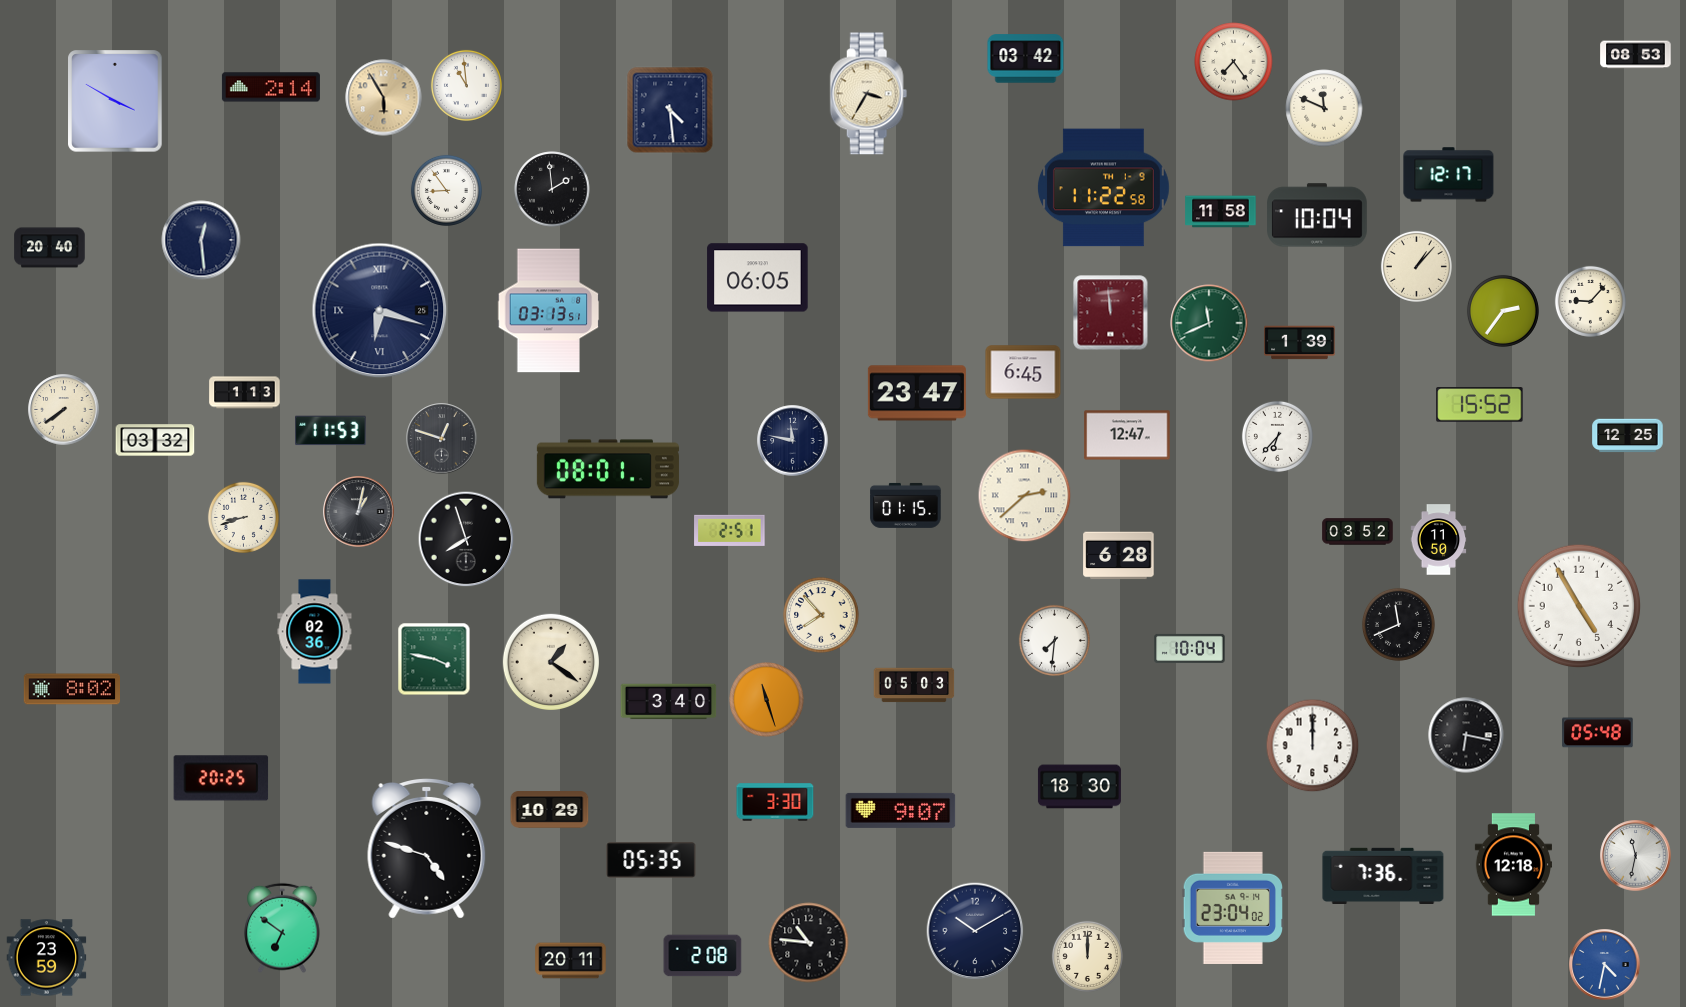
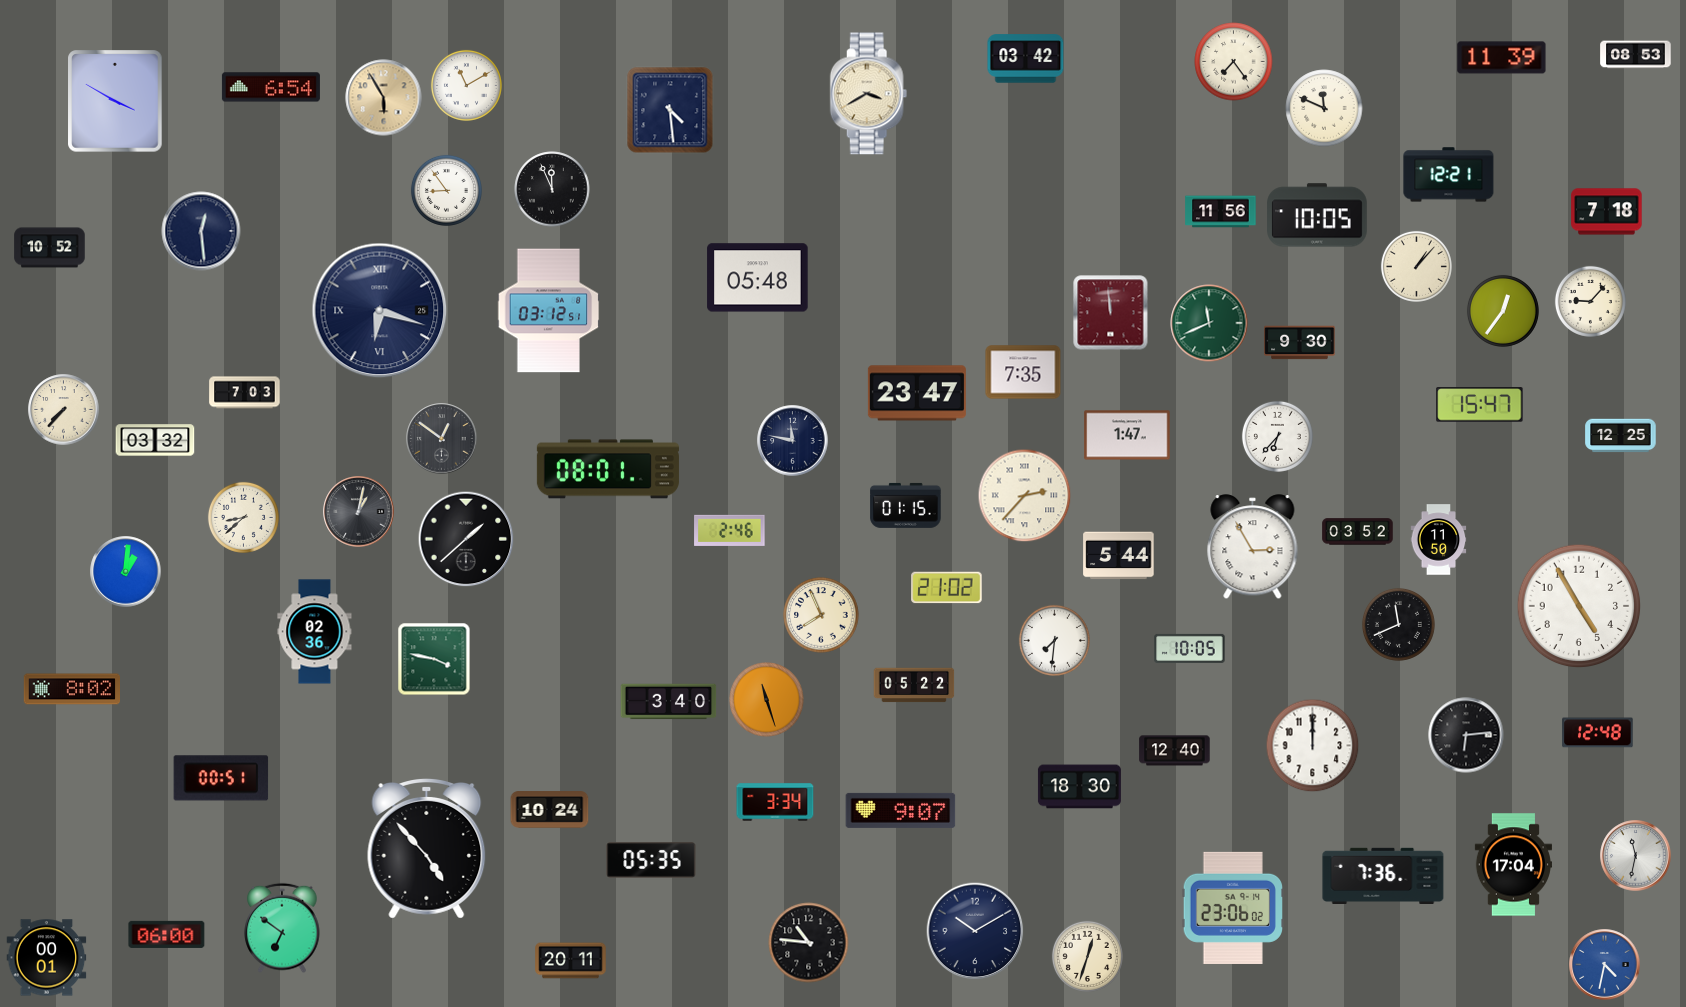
clock at (1502, 58): none -> 11:39
clock at (466, 85): 10:59 -> 11:10
clock at (271, 87): 2:14 -> 6:54
clock at (869, 94): 3:35 -> 3:40
clock at (1449, 175): 12:17 -> 12:21
clock at (1103, 188): 11:22 -> none
clock at (552, 189): 1:59 -> 11:56
clock at (1221, 212): 11:58 -> 11:56
clock at (1607, 212): none -> 7:18
clock at (1317, 215): 10:04 -> 10:05
clock at (201, 240) position: (201, 240) -> (201, 231)
clock at (50, 248): 20:40 -> 10:52
clock at (758, 278): 06:05 -> 05:48
clock at (549, 311): 03:13 -> 03:12
clock at (1503, 311): 2:36 -> 12:36
clock at (1300, 343): 1:39 -> 9:30
clock at (1023, 372): 6:45 -> 7:35
clock at (245, 393): 1:13 -> 7:03
clock at (1480, 405): 15:52 -> 15:47
clock at (64, 410): 7:39 -> 7:37
clock at (331, 431): 11:53 -> none
clock at (1127, 435): 12:47 -> 1:47
clock at (1628, 436) position: (1628, 436) -> (1621, 436)
clock at (442, 439): 12:48 -> 12:51
clock at (1025, 496): 2:38 -> 2:37
clock at (243, 517): 8:42 -> 8:38
clock at (730, 530): 2:51 -> 2:46
clock at (466, 539): 7:57 -> 1:38
clock at (1253, 547): none -> 2:55
clock at (1119, 556): 6:28 -> 5:44
clock at (126, 572): none -> 1:01
clock at (947, 588): none -> 21:02
clock at (821, 615): 7:53 -> 7:56
clock at (1190, 648): 10:04 -> 10:05
clock at (550, 661): 1:21 -> none
clock at (914, 685): 05:03 -> 05:22
clock at (1598, 733): 05:48 -> 12:48
clock at (1466, 735): 6:17 -> 6:14
clock at (1175, 751): none -> 12:40
clock at (221, 778): 20:25 -> 00:51
clock at (775, 802): 3:30 -> 3:34
clock at (550, 810): 10:29 -> 10:24
clock at (427, 849): 4:48 -> 4:53
clock at (1513, 865): 12:18 -> 17:04
clock at (1232, 908): 23:04 -> 23:06
clock at (167, 934): none -> 06:00
clock at (703, 956): 2:08 -> none
clock at (1087, 956): 12:00 -> 12:33
clock at (47, 958): 23:59 -> 00:01
